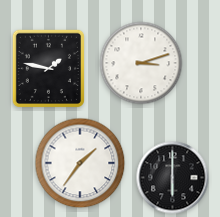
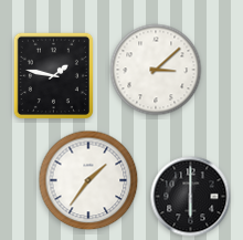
clock at (141, 63): 3:12 -> 3:08
